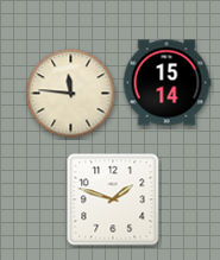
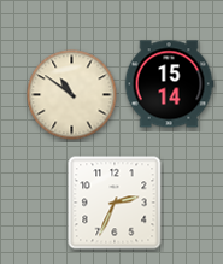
clock at (71, 94): 11:46 -> 10:51
clock at (113, 199): 1:48 -> 2:34
